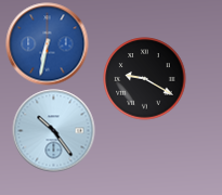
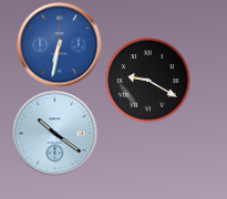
clock at (48, 44) position: (48, 44) -> (60, 45)
clock at (54, 131): 10:24 -> 10:21
